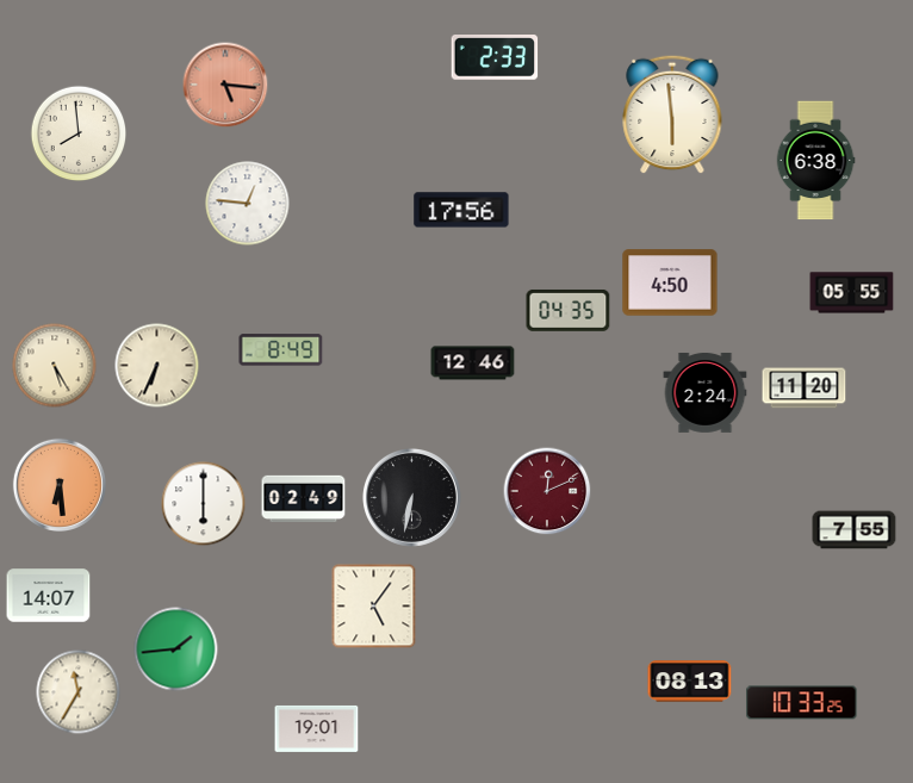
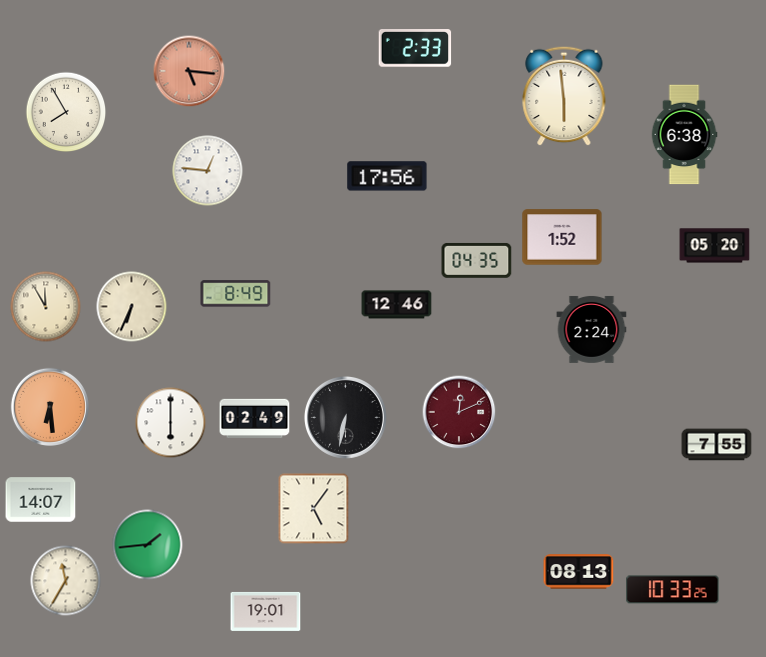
clock at (79, 133): 7:59 -> 7:55
clock at (670, 282): 4:50 -> 1:52
clock at (852, 293): 05:55 -> 05:20
clock at (55, 366): 5:25 -> 11:55
clock at (805, 389): 11:20 -> none
